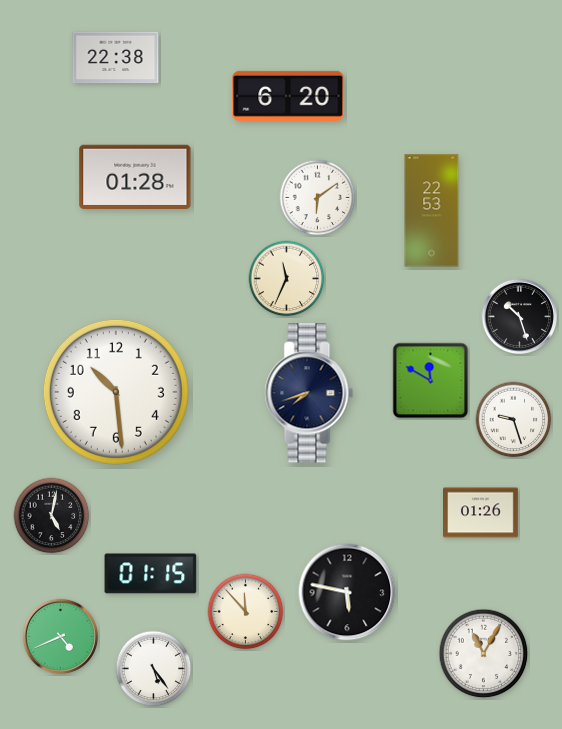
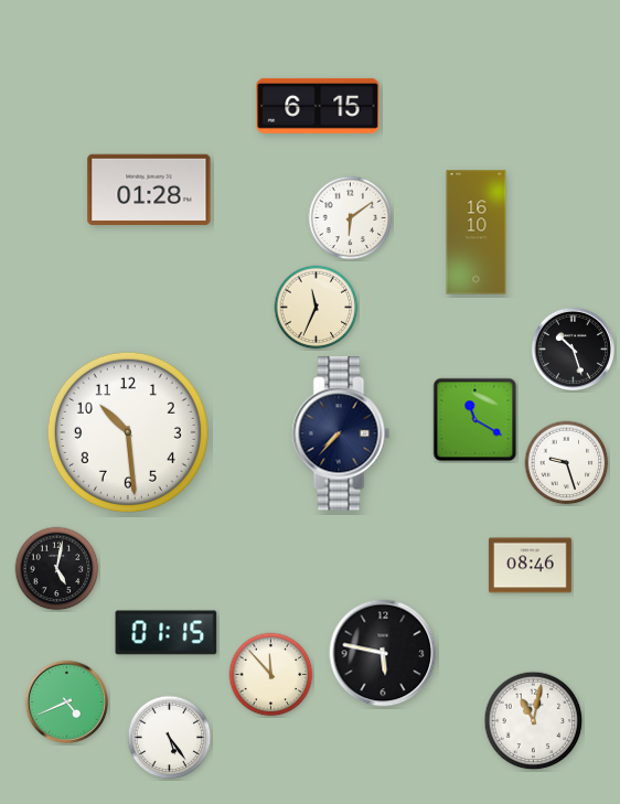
clock at (116, 58): 22:38 -> none
clock at (288, 96): 6:20 -> 6:15
clock at (135, 176) position: (135, 176) -> (149, 189)
clock at (432, 211): 22:53 -> 16:10
clock at (431, 381): 11:50 -> 11:20
clock at (309, 393): 7:42 -> 7:37
clock at (481, 513): 01:26 -> 08:46
clock at (484, 654): 11:05 -> 11:02
